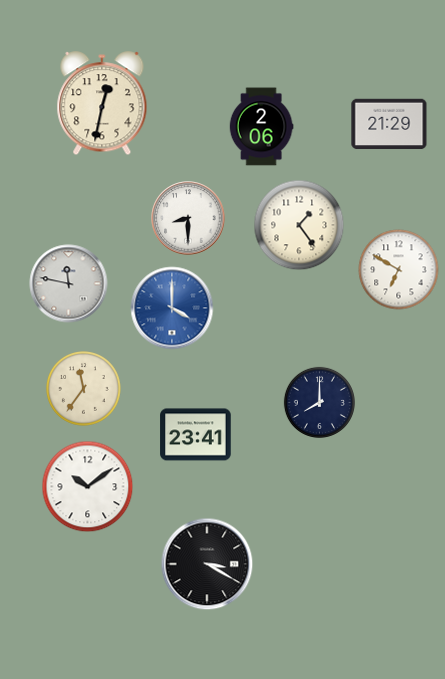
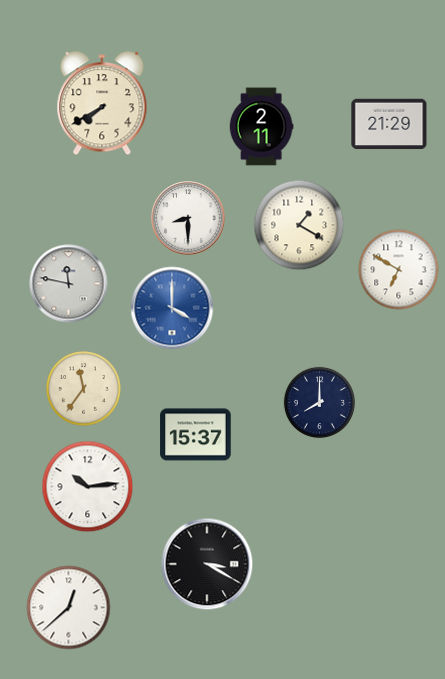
clock at (102, 104): 12:32 -> 7:40
clock at (261, 127): 2:06 -> 2:11
clock at (299, 225): 1:24 -> 1:20
clock at (196, 435): 23:41 -> 15:37
clock at (88, 487): 10:09 -> 10:14
clock at (69, 608): none -> 12:38
